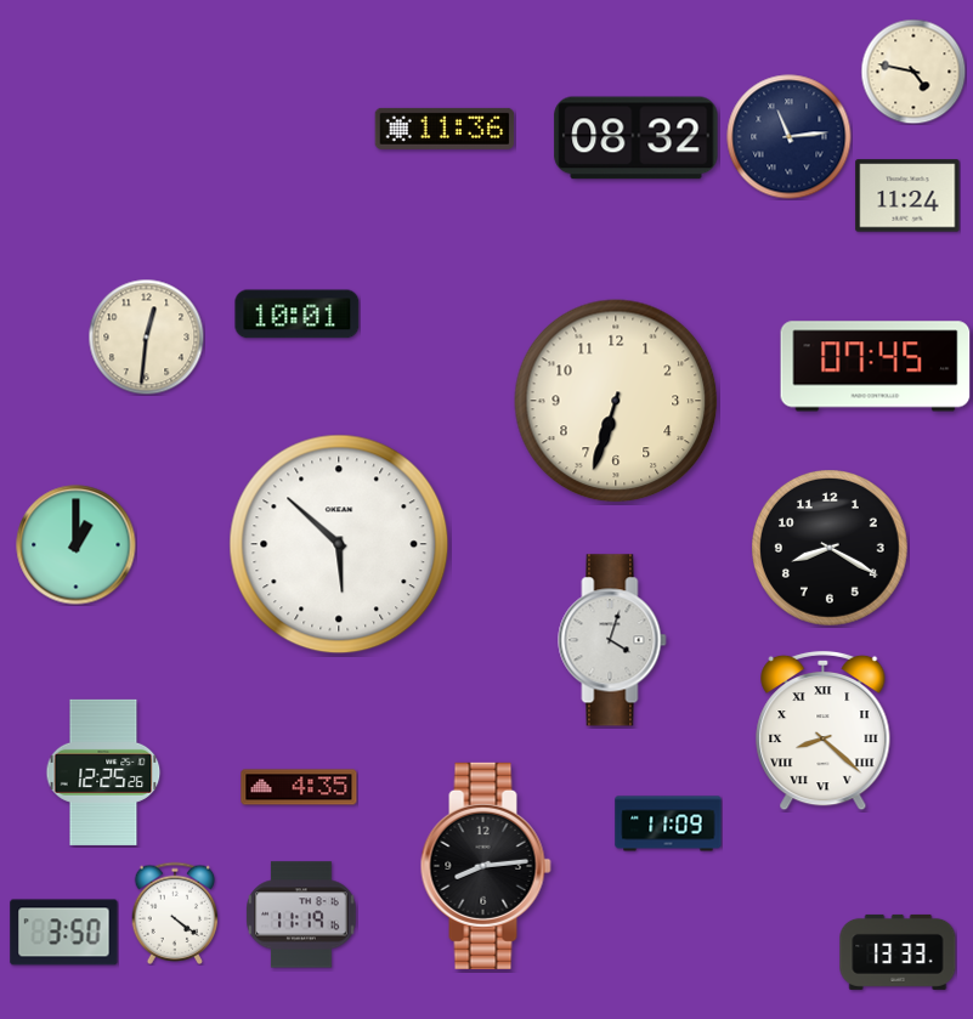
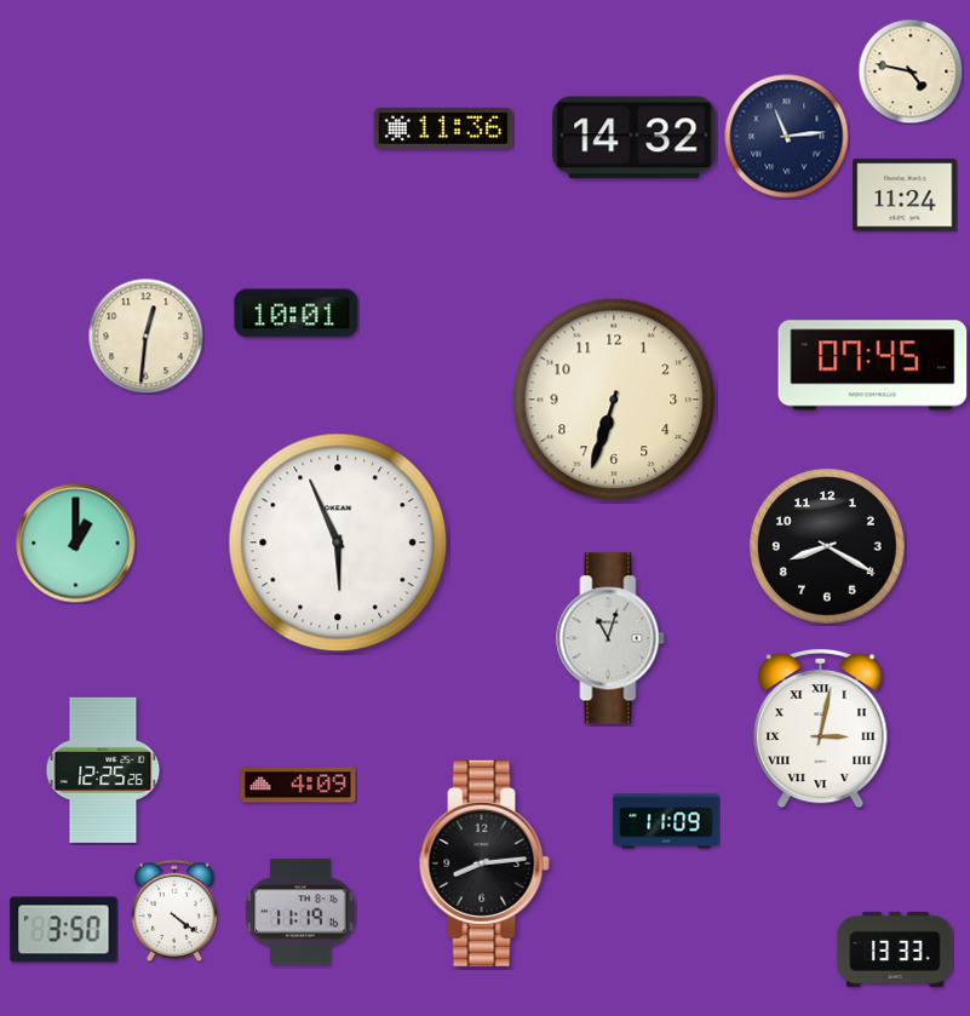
clock at (637, 138): 08:32 -> 14:32
clock at (339, 544): 5:52 -> 5:56
clock at (612, 640): 4:03 -> 11:03
clock at (824, 731): 8:22 -> 3:02
clock at (299, 787): 4:35 -> 4:09
